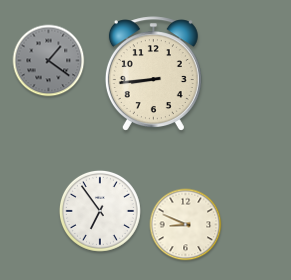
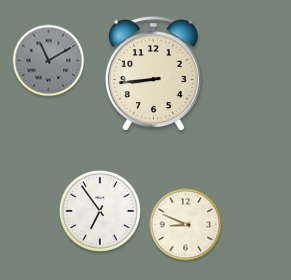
clock at (49, 61): 1:21 -> 11:10
